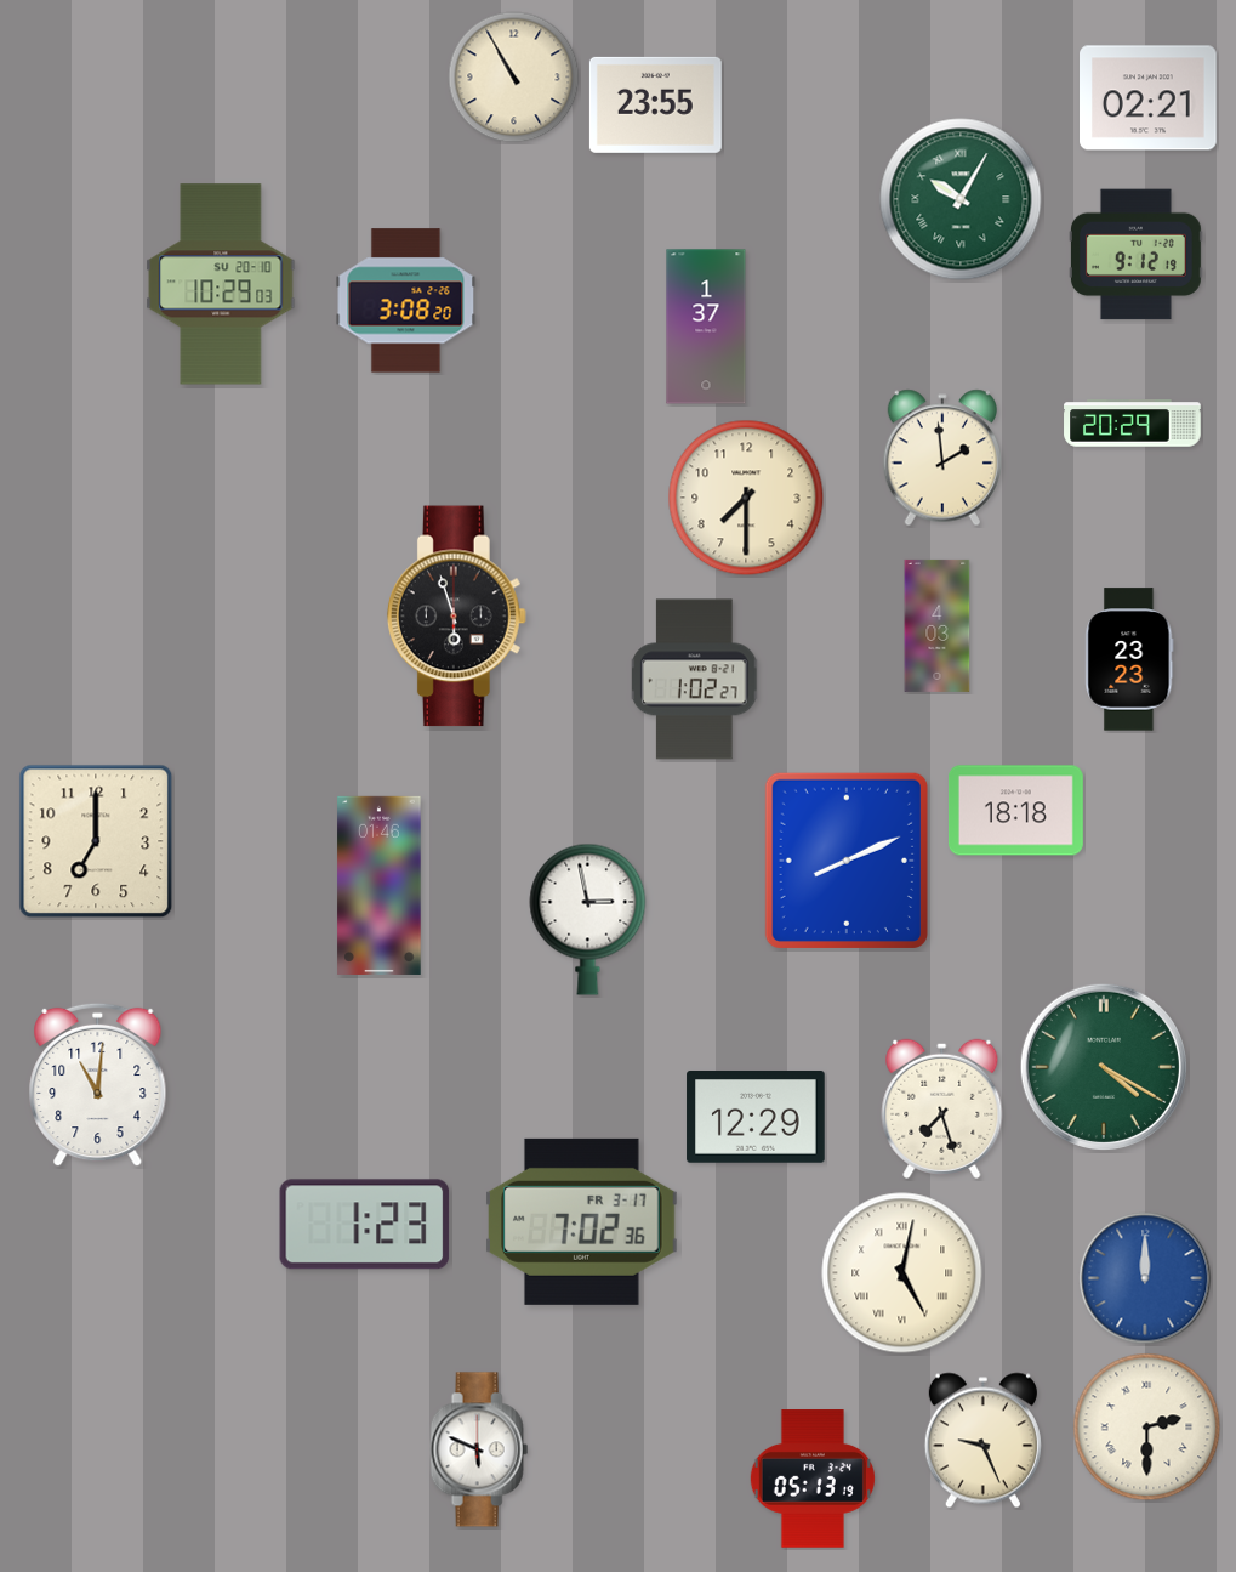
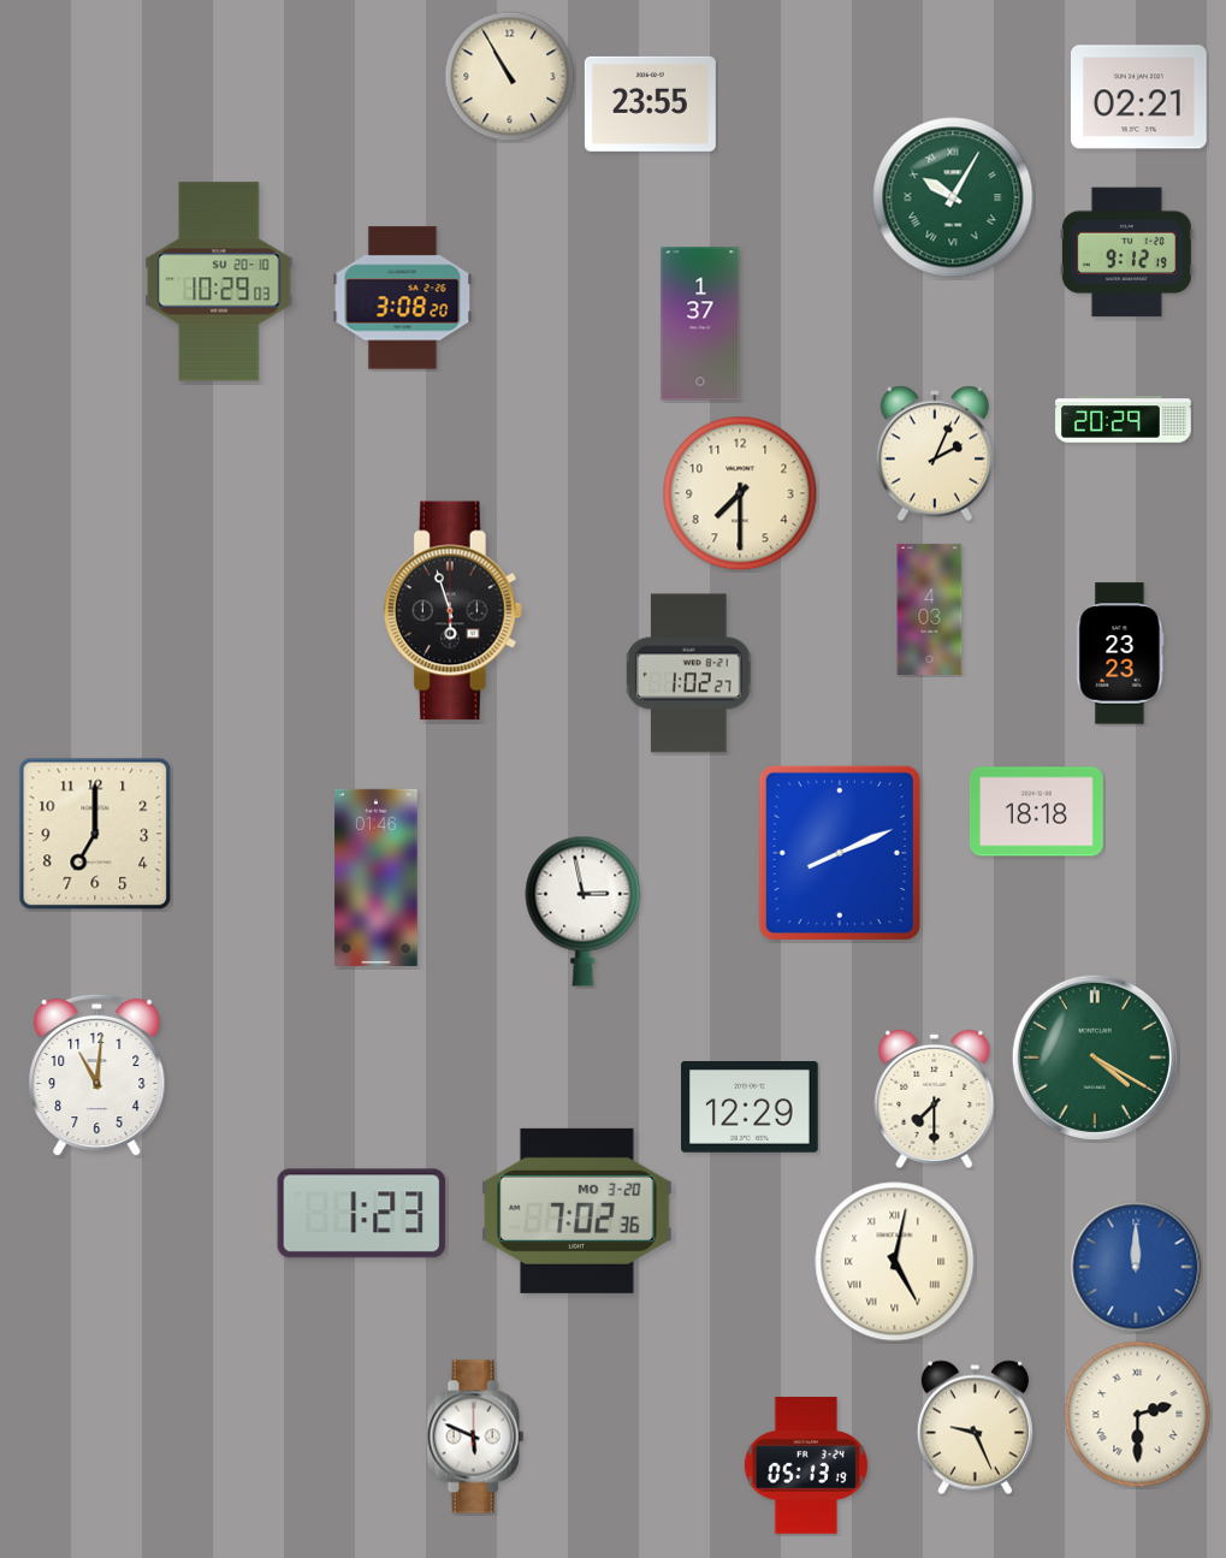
clock at (941, 458): 1:59 -> 2:04
clock at (938, 625) position: (938, 625) -> (930, 609)
clock at (1015, 811) position: (1015, 811) -> (1036, 812)
clock at (942, 1108): 7:27 -> 7:30
clock at (582, 1221) date: FR 3-17 -> MO 3-20
